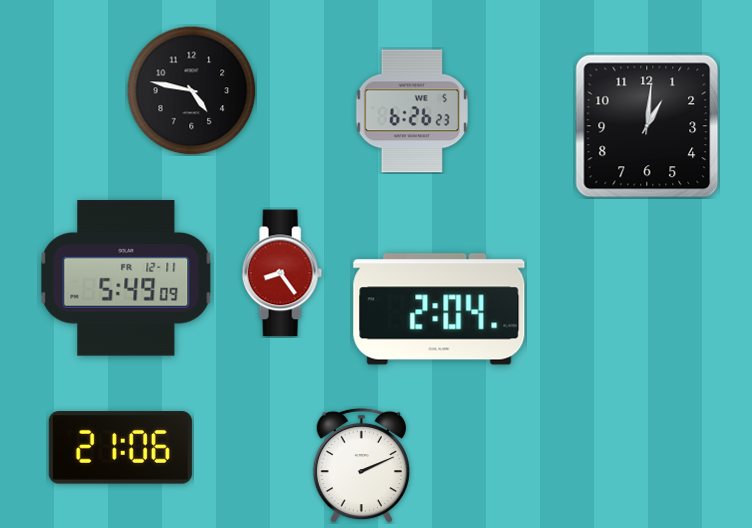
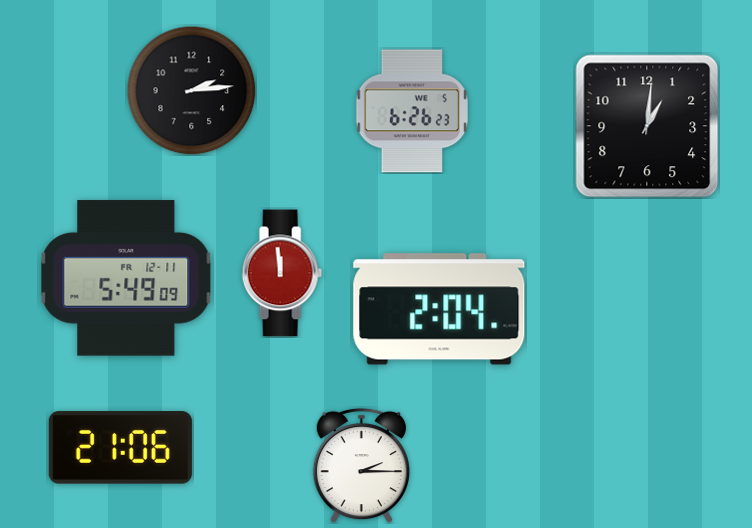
clock at (191, 90): 4:47 -> 2:14
clock at (282, 273): 8:24 -> 11:59
clock at (361, 465): 2:11 -> 2:15
